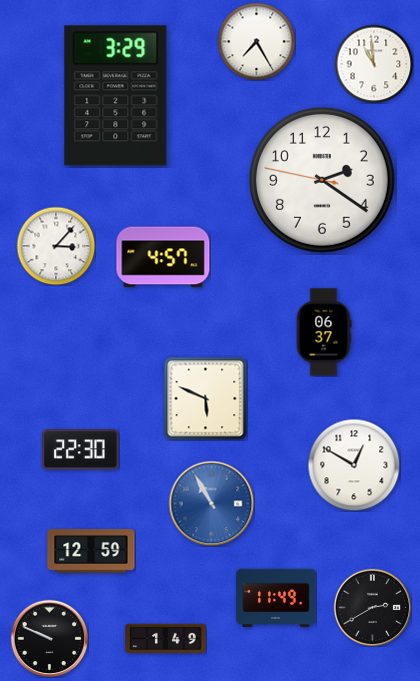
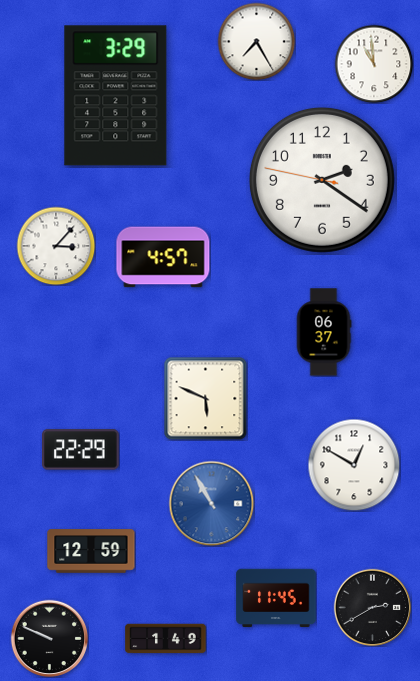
clock at (81, 450): 22:30 -> 22:29
clock at (276, 598): 11:49 -> 11:45
